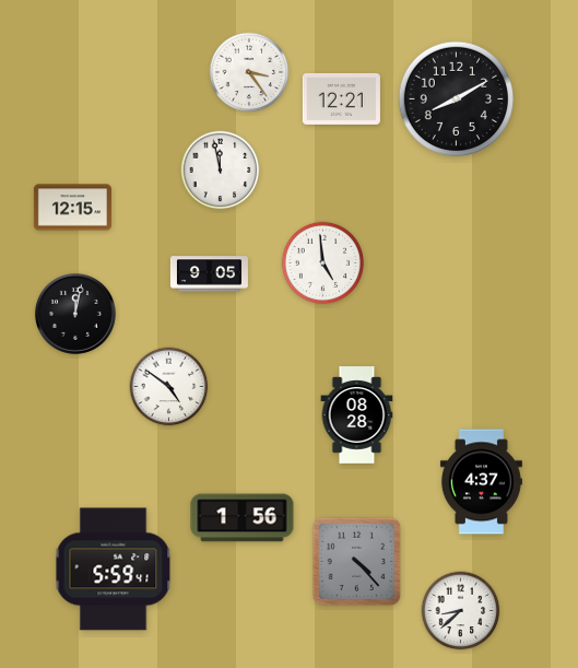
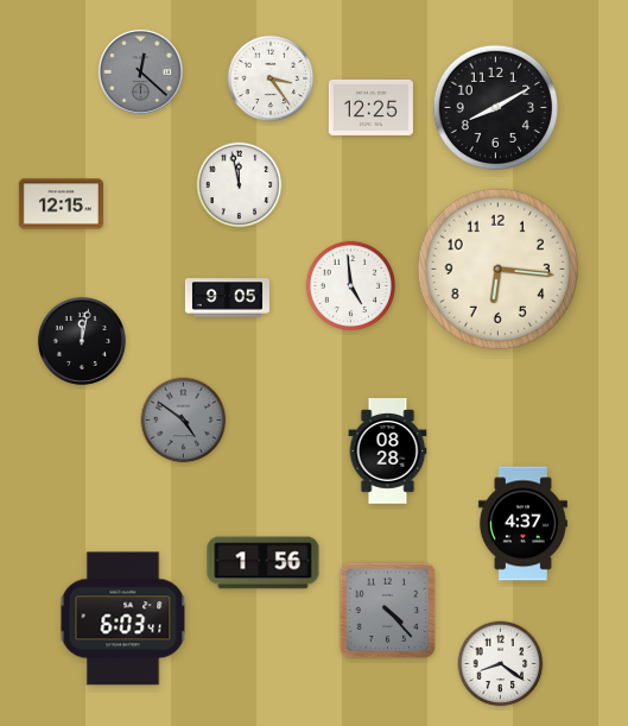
clock at (140, 71): none -> 12:22
clock at (341, 98): 12:21 -> 12:25
clock at (72, 208) position: (72, 208) -> (61, 204)
clock at (497, 269): none -> 6:16
clock at (169, 387) dial: white -> grey
clock at (114, 570): 5:59 -> 6:03
clock at (461, 611): 8:38 -> 8:21
